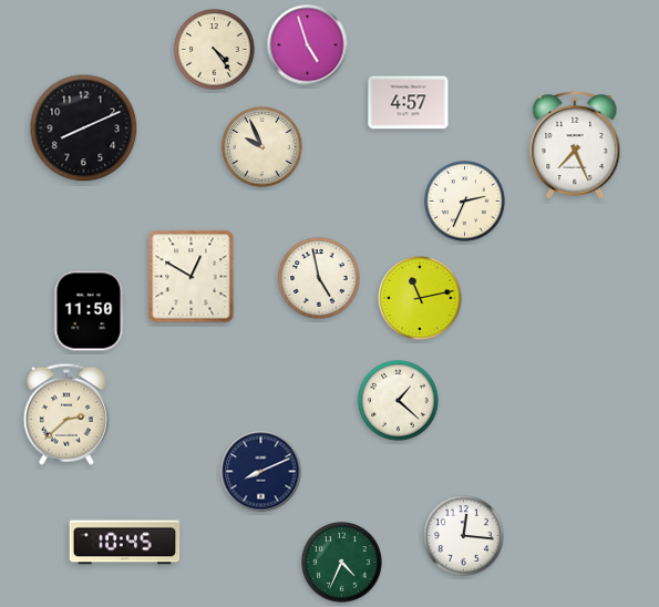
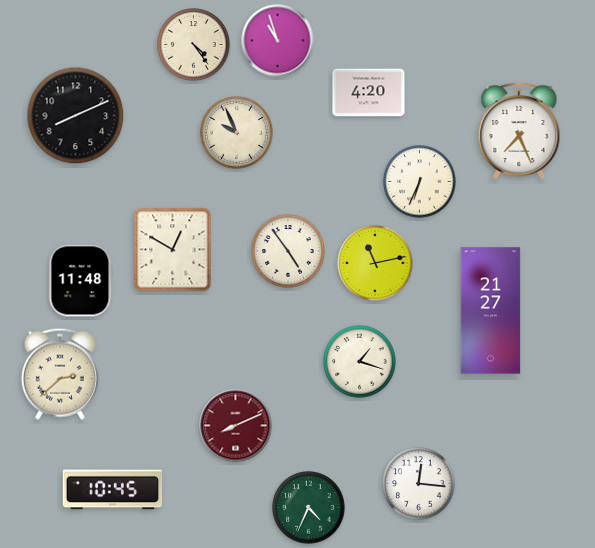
clock at (308, 45): 4:57 -> 10:57
clock at (409, 103): 4:57 -> 4:20
clock at (465, 202): 2:34 -> 6:34
clock at (319, 278): 4:58 -> 4:54
clock at (420, 298) position: (420, 298) -> (375, 263)
clock at (90, 311): 11:50 -> 11:48
clock at (491, 311): none -> 21:27
clock at (399, 401): 1:22 -> 1:18
clock at (261, 472) dial: navy -> burgundy
